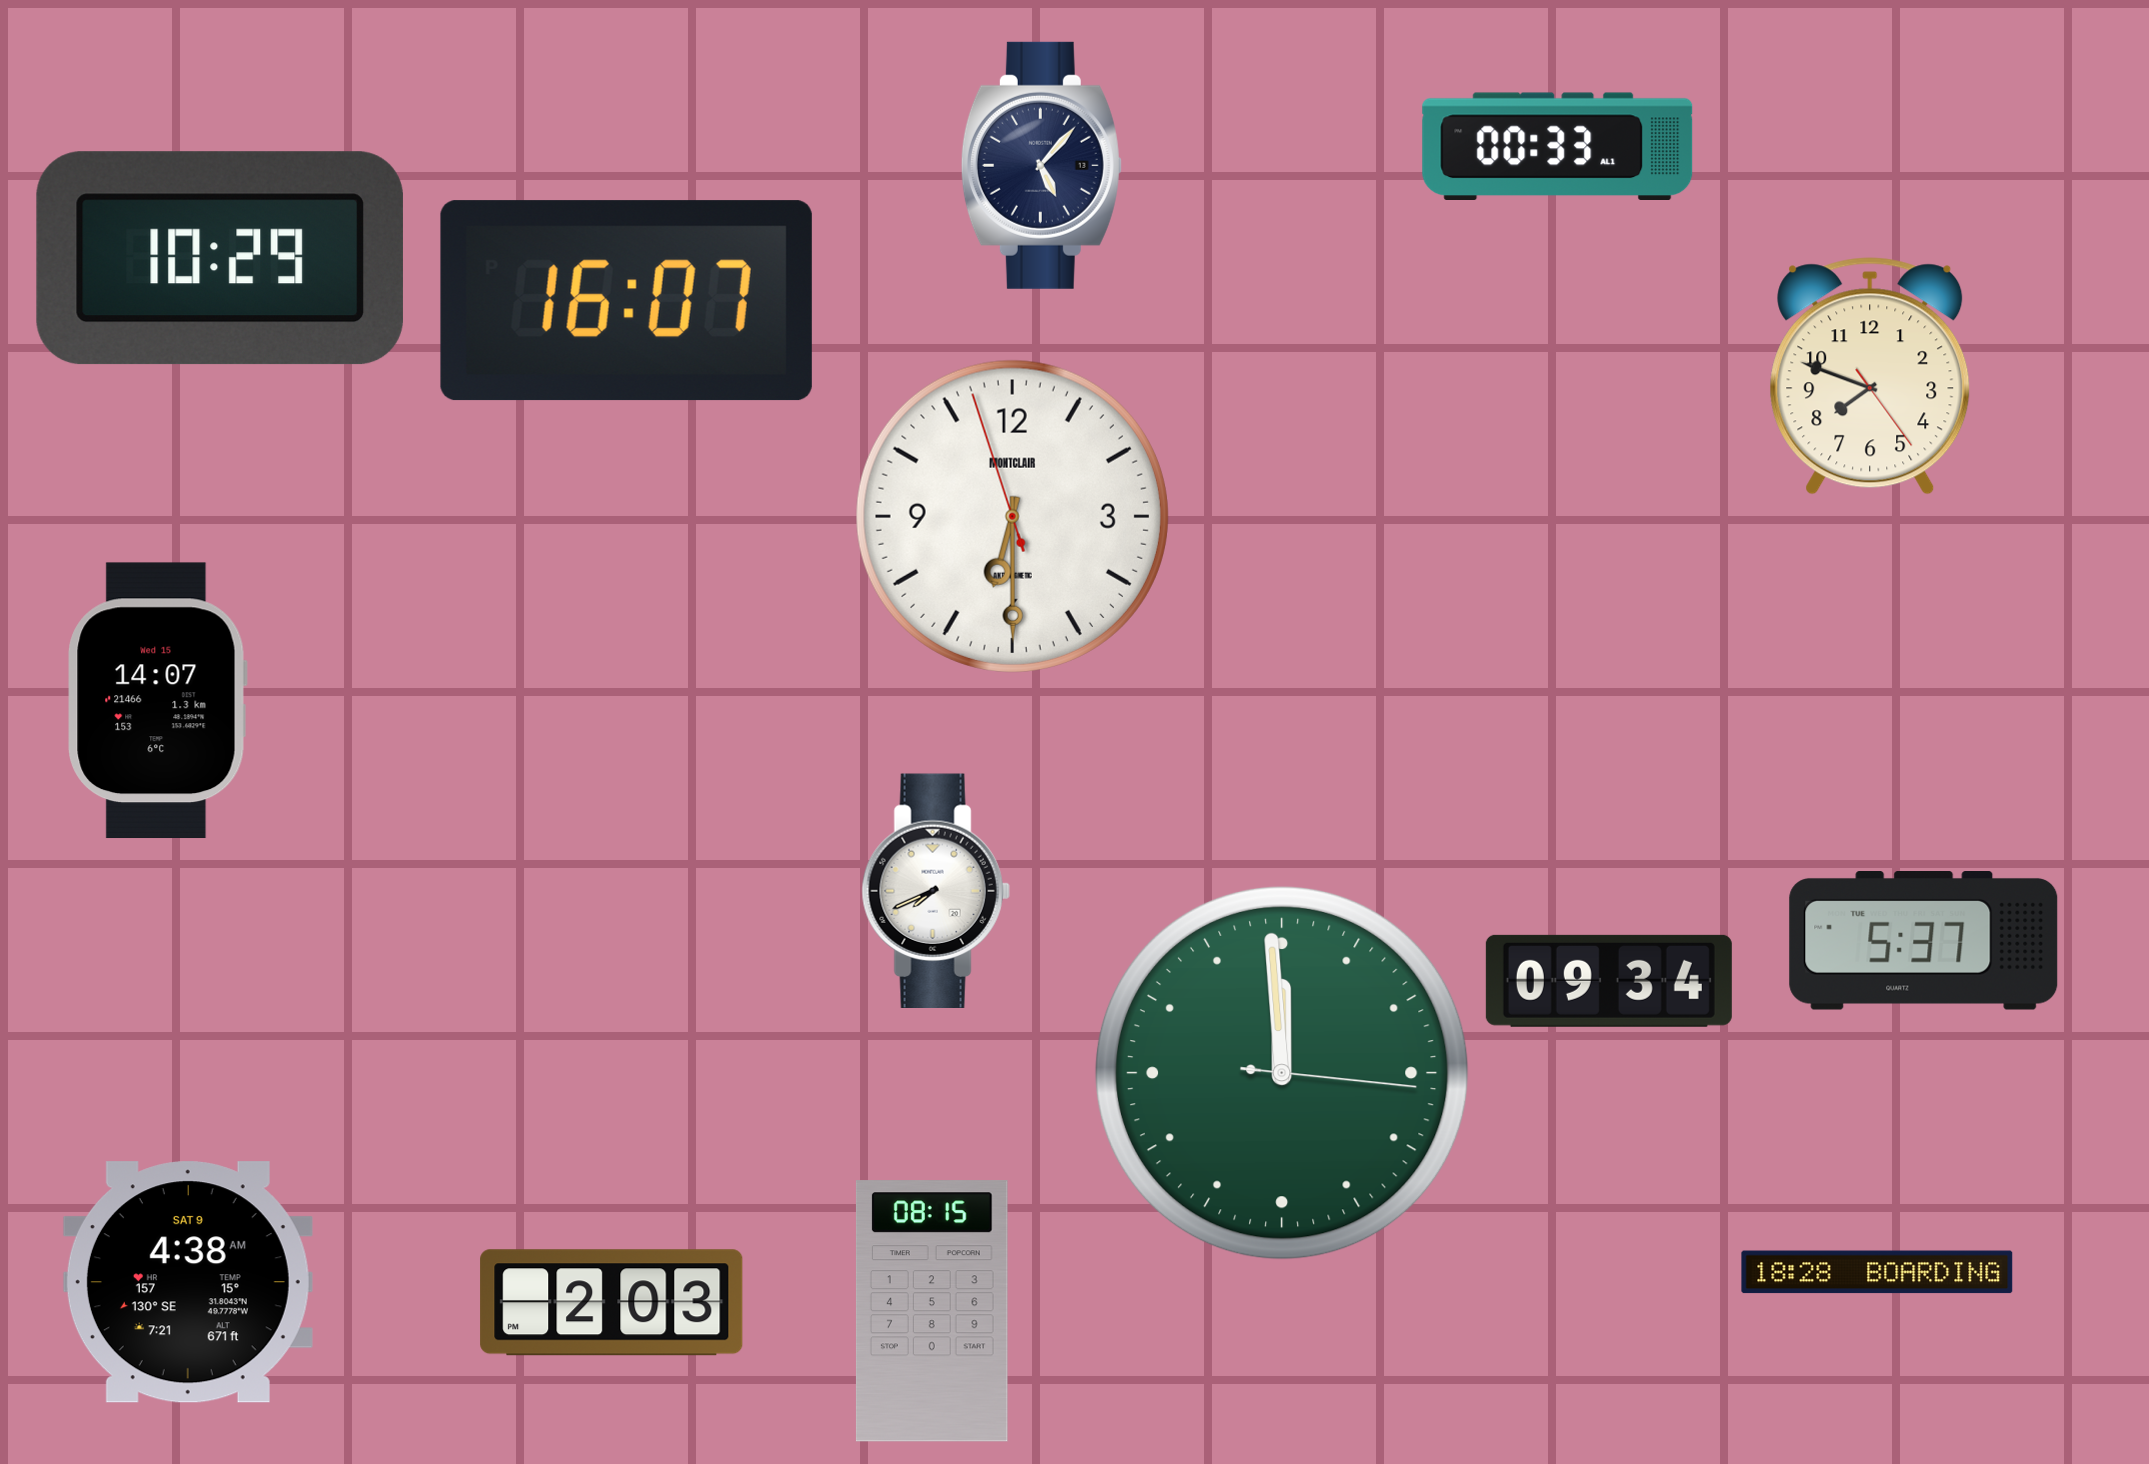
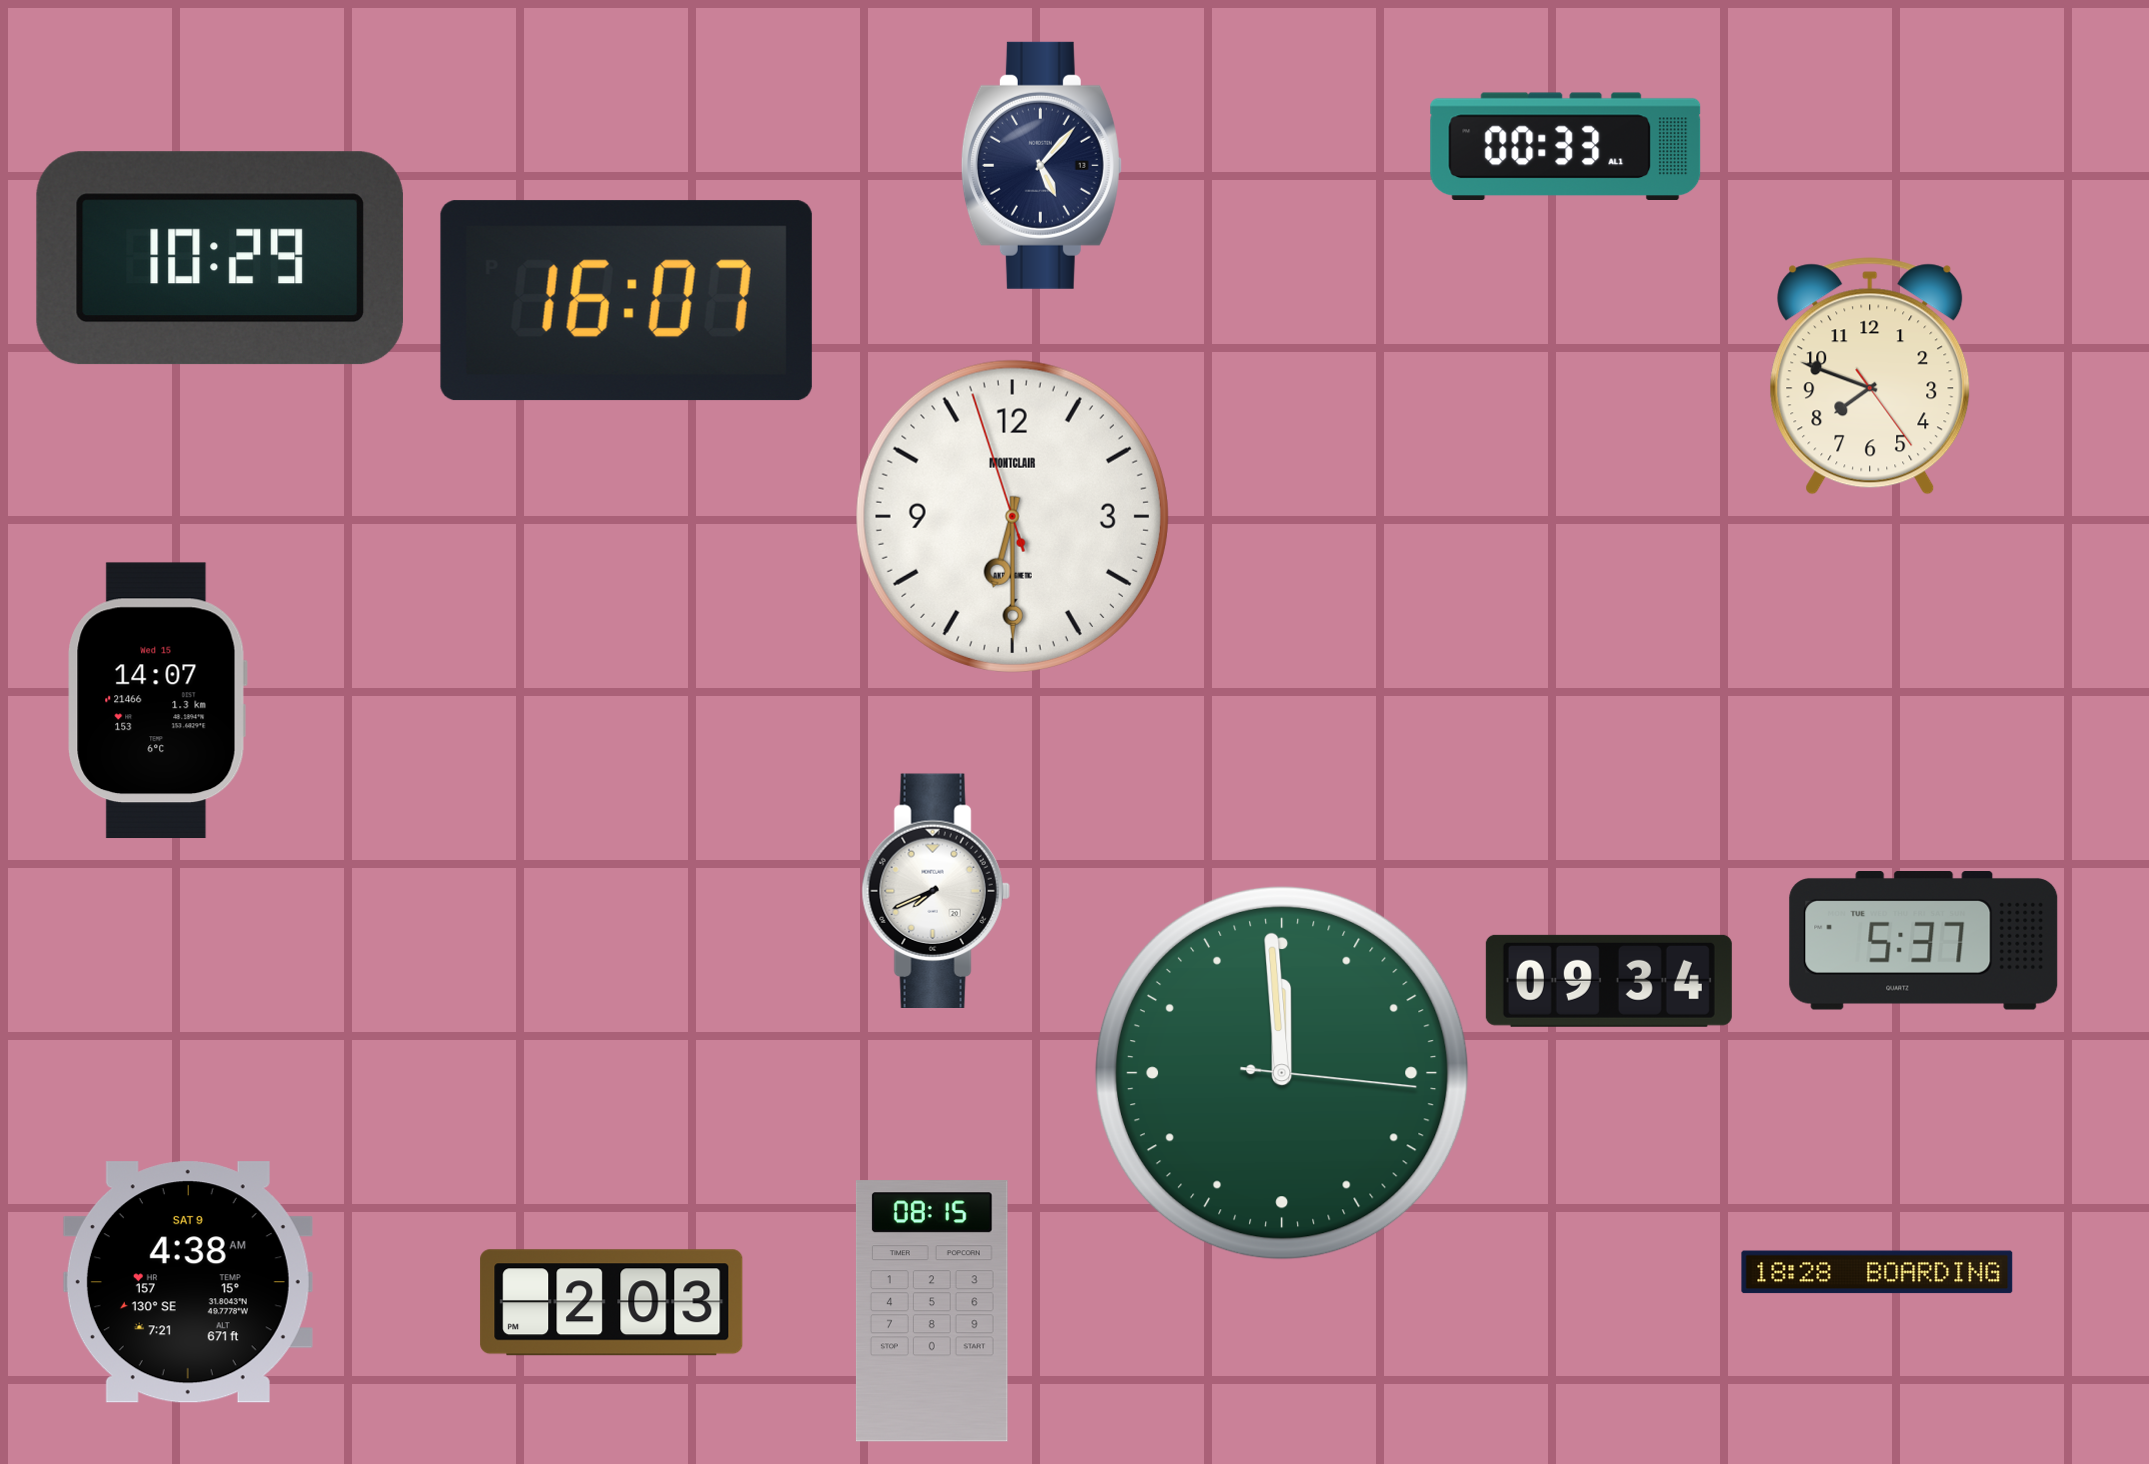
clock at (1558, 146) position: (1558, 146) -> (1566, 146)
